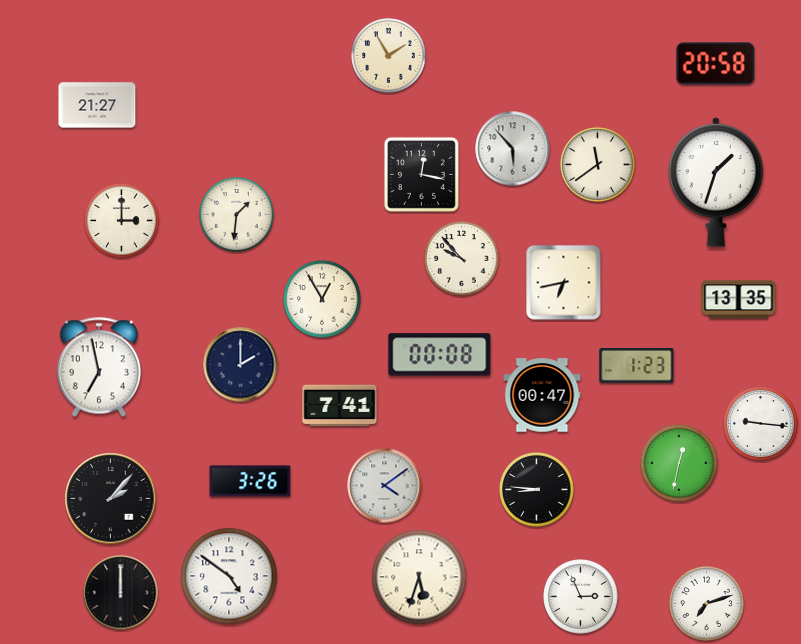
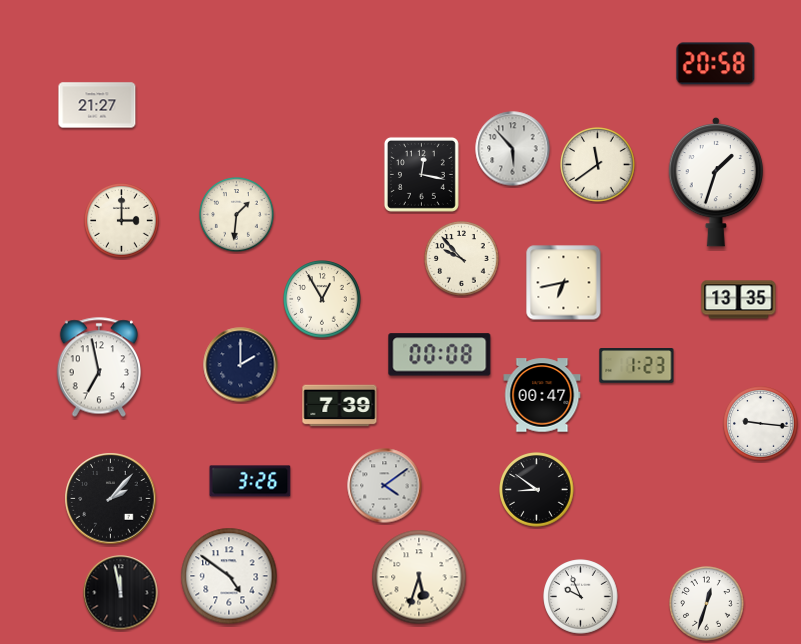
clock at (389, 56): 1:55 -> none
clock at (340, 406): 7:41 -> 7:39
clock at (679, 463): 12:32 -> none
clock at (537, 490): 8:46 -> 8:51
clock at (121, 593): 12:00 -> 11:58
clock at (581, 597): 2:56 -> 9:56
clock at (707, 604): 7:12 -> 12:33
